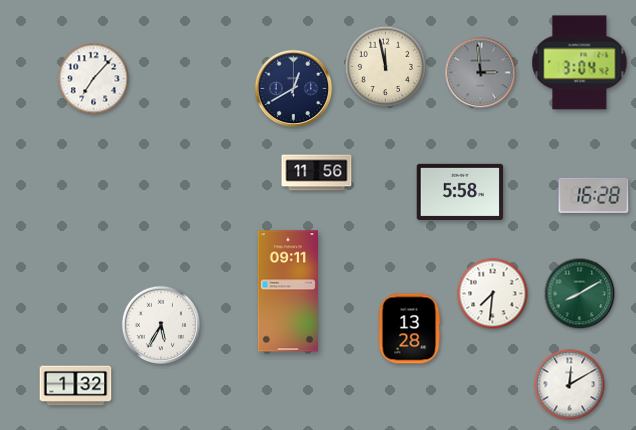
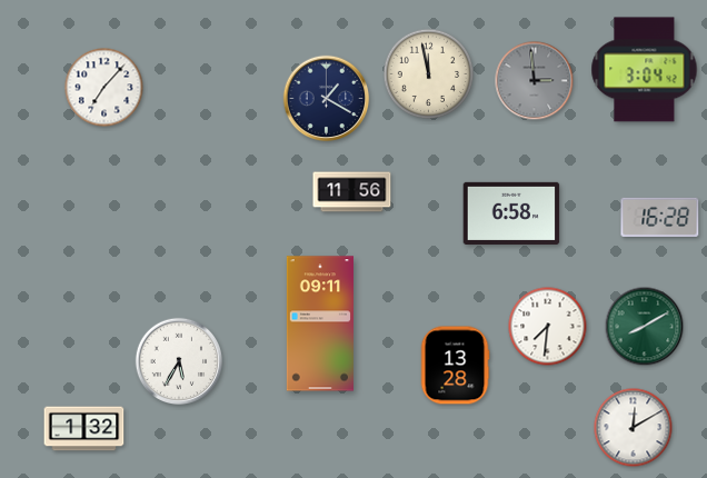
clock at (294, 89): 12:40 -> 1:20
clock at (460, 192): 5:58 -> 6:58
